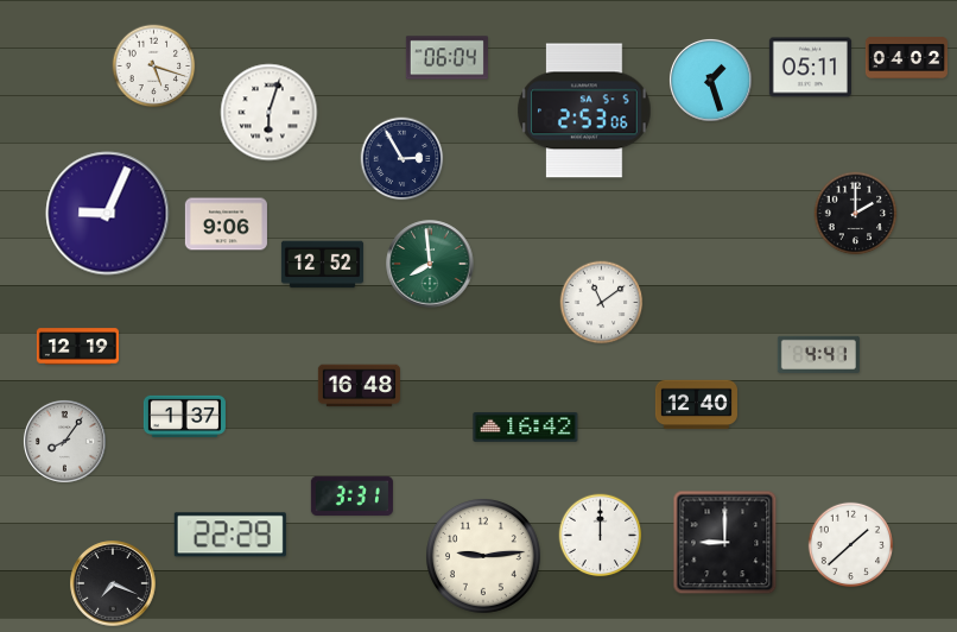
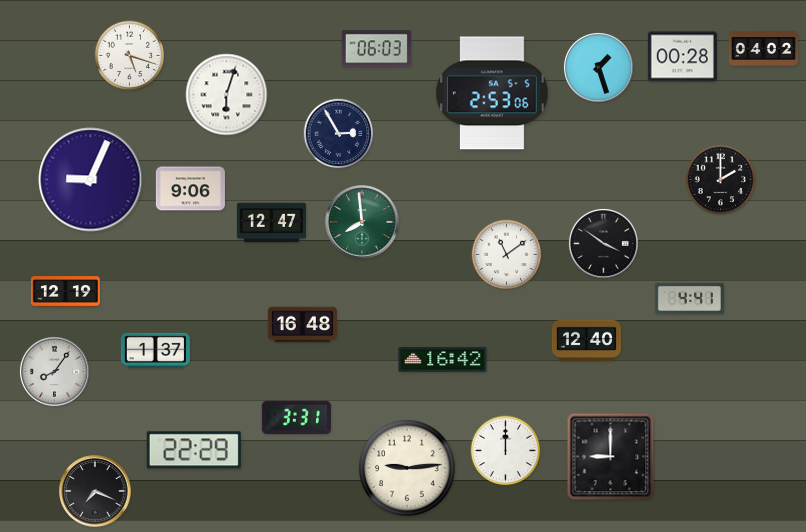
clock at (446, 58): 06:04 -> 06:03
clock at (810, 68): 05:11 -> 00:28
clock at (322, 265): 12:52 -> 12:47
clock at (603, 243): none -> 3:51
clock at (851, 545): 1:38 -> none
